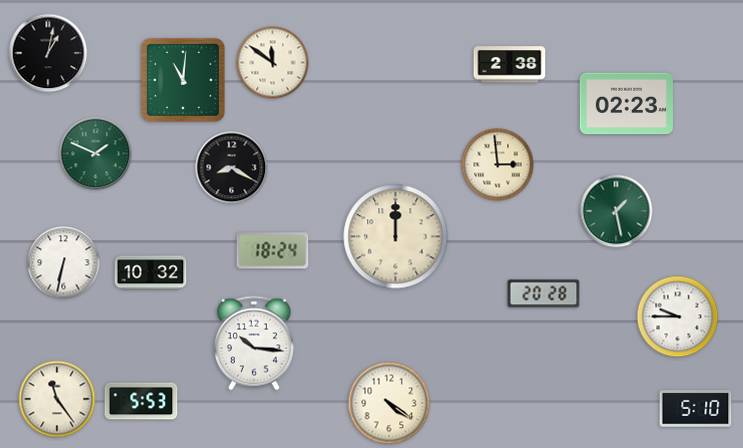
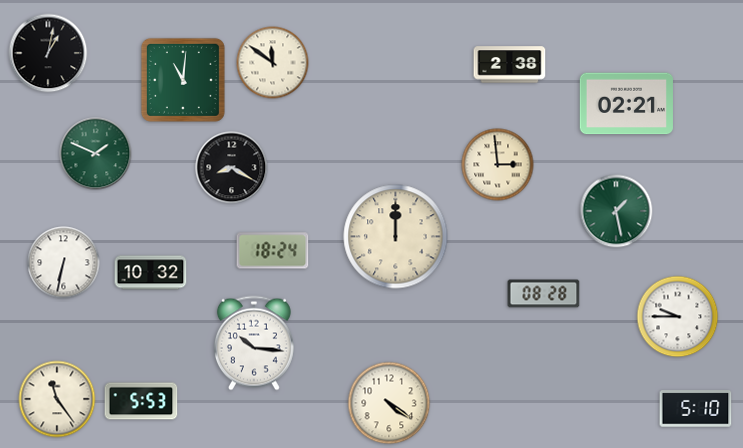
clock at (626, 104): 02:23 -> 02:21
clock at (544, 294): 20:28 -> 08:28
